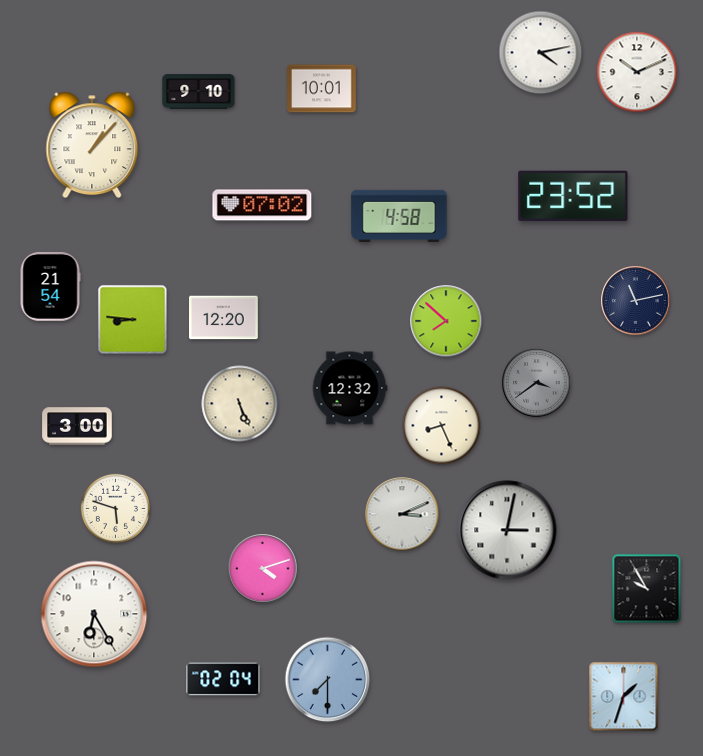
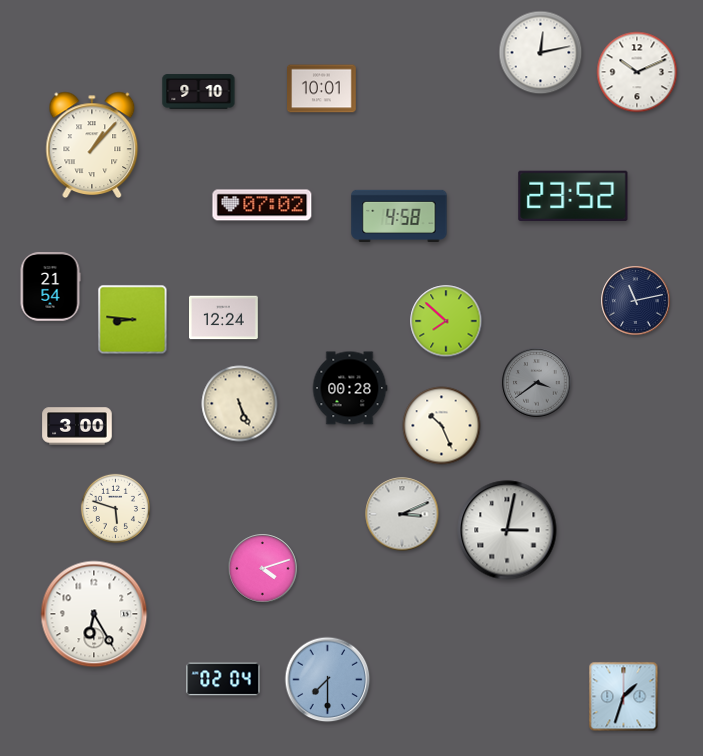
clock at (541, 53): 4:13 -> 12:13
clock at (224, 318): 12:20 -> 12:24
clock at (350, 388): 12:32 -> 00:28
clock at (442, 426): 8:26 -> 10:26
clock at (647, 589): 9:55 -> none
